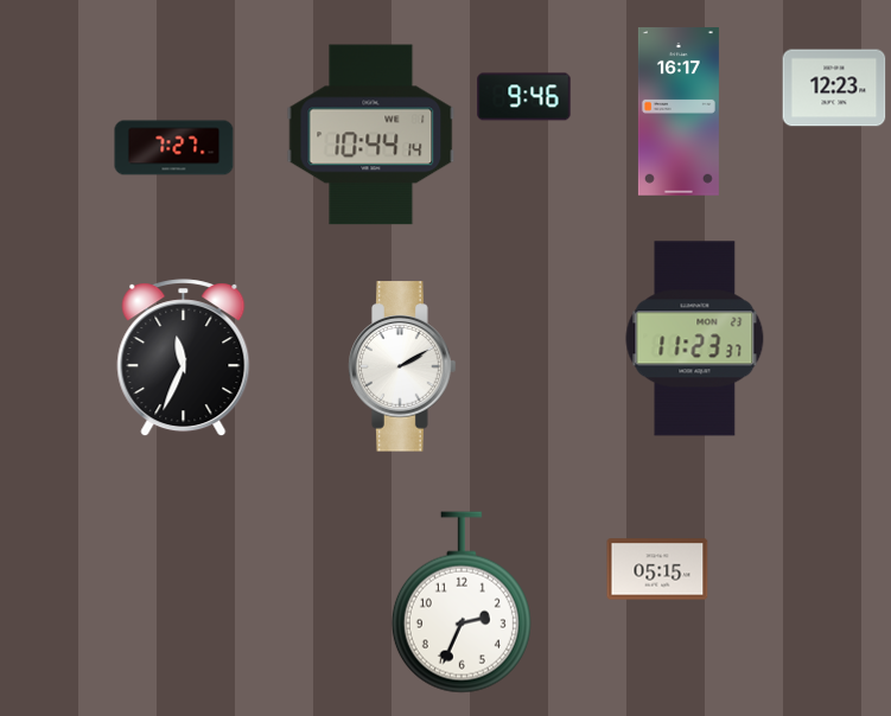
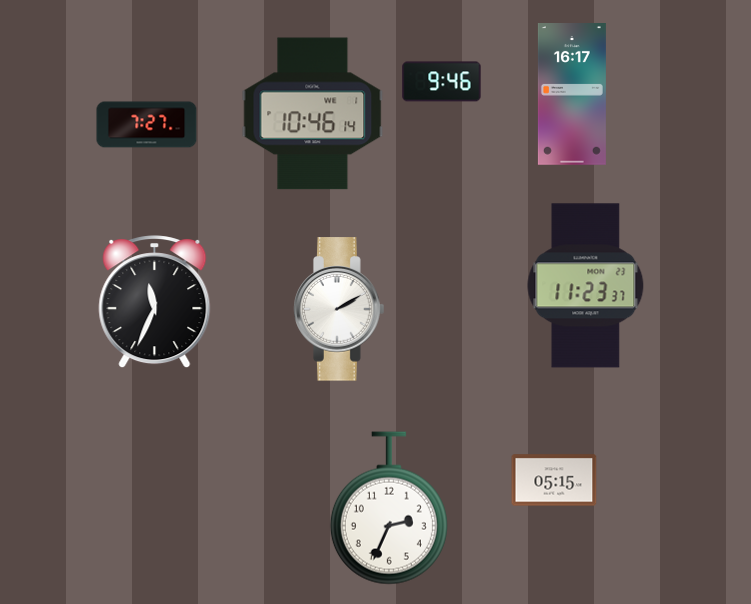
clock at (834, 88): 12:23 -> none
clock at (371, 135): 10:44 -> 10:46
